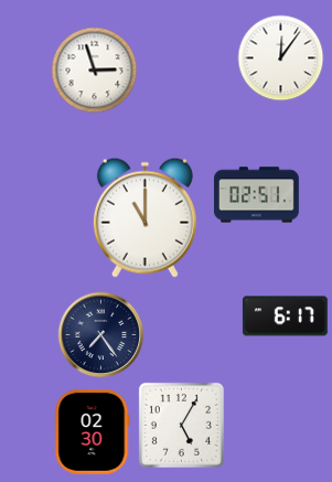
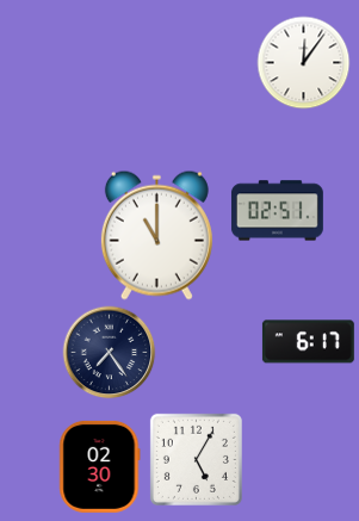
clock at (94, 69): 2:57 -> none
clock at (100, 334) position: (100, 334) -> (109, 352)
